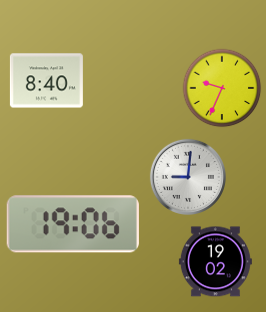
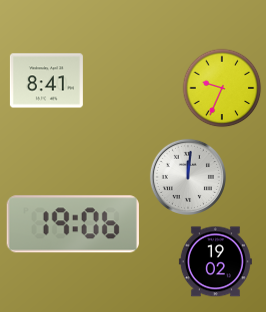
clock at (46, 81): 8:40 -> 8:41
clock at (188, 177): 9:01 -> 12:01
